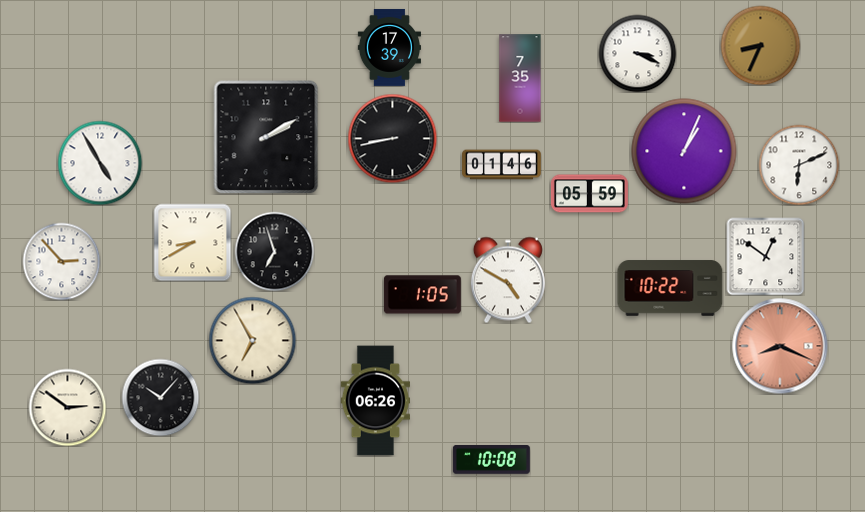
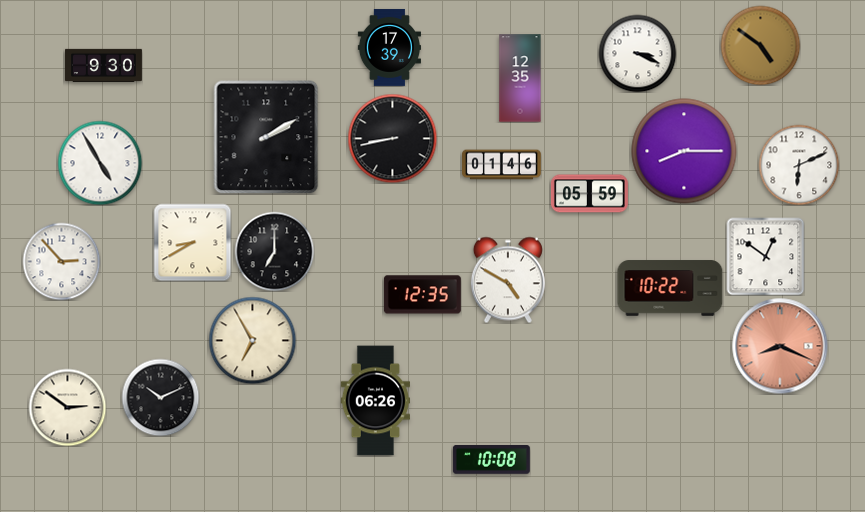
clock at (760, 45): 8:34 -> 4:51
clock at (103, 65): none -> 9:30
clock at (520, 78): 7:35 -> 12:35
clock at (684, 151): 1:04 -> 8:15
clock at (274, 251): 6:57 -> 7:00
clock at (422, 295): 1:05 -> 12:35
clock at (160, 397): 10:07 -> 10:11
